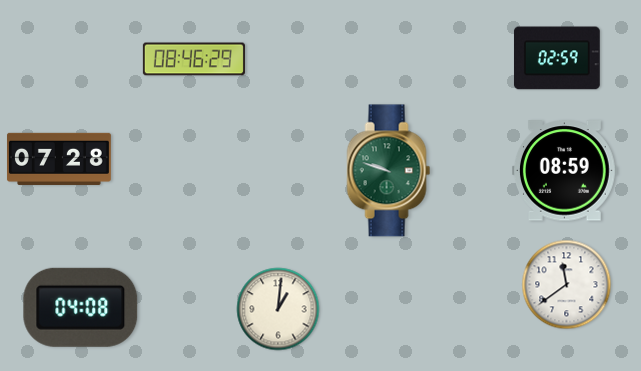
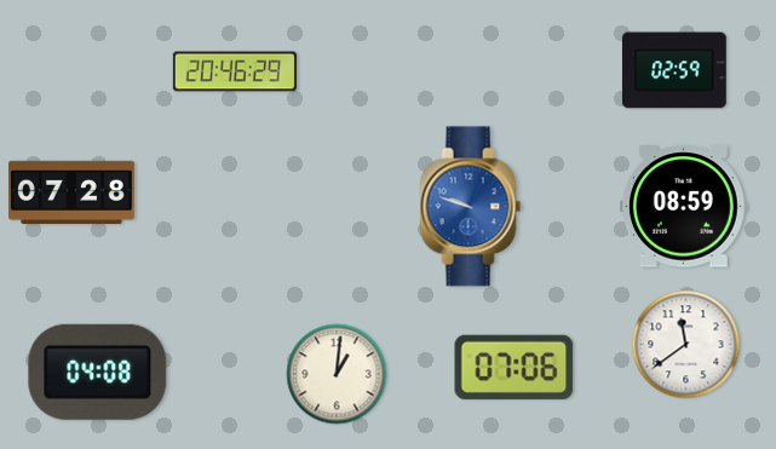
clock at (194, 59): 08:46 -> 20:46
clock at (389, 171) dial: green -> blue
clock at (515, 367): none -> 07:06
